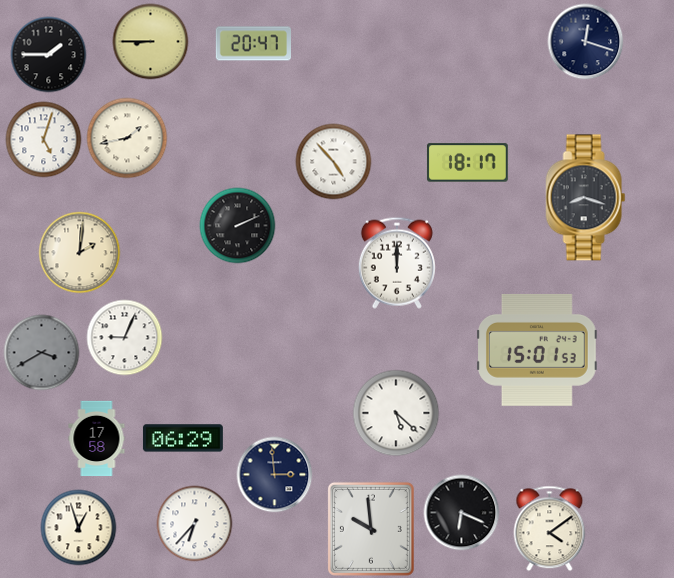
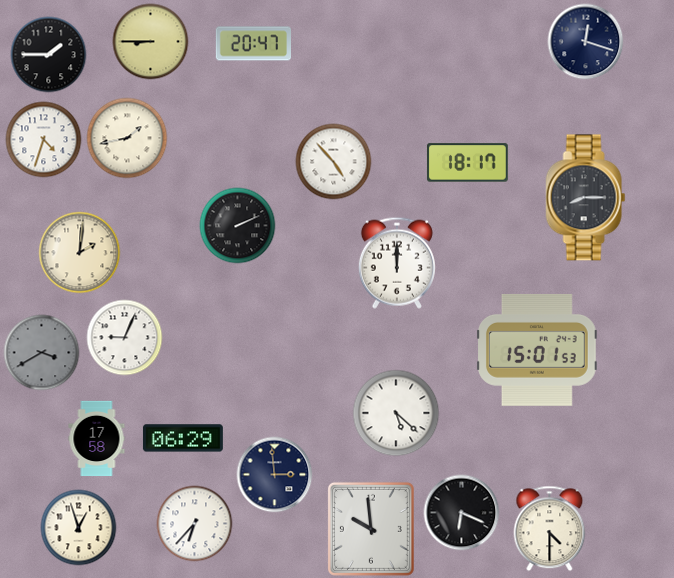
clock at (44, 140): 5:03 -> 4:33
clock at (586, 198): 8:18 -> 8:15
clock at (550, 529): 4:09 -> 4:30
